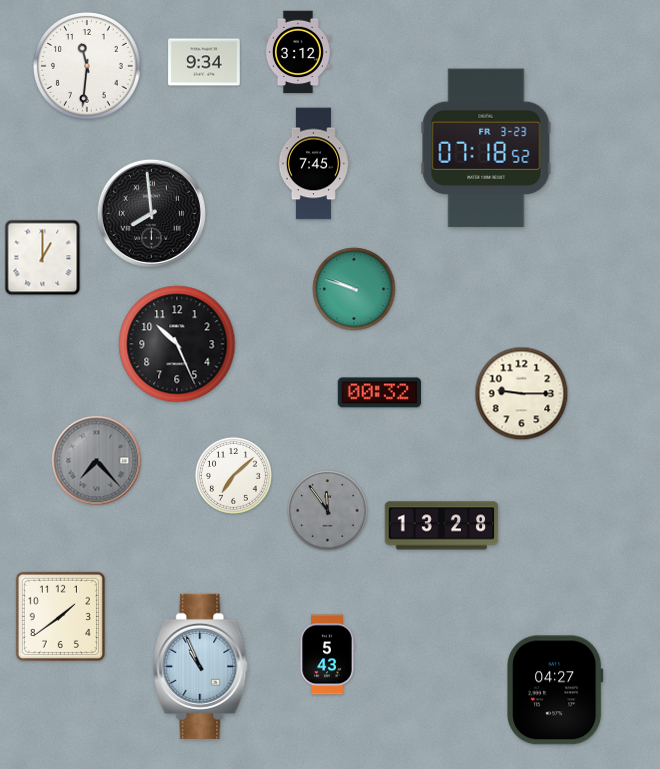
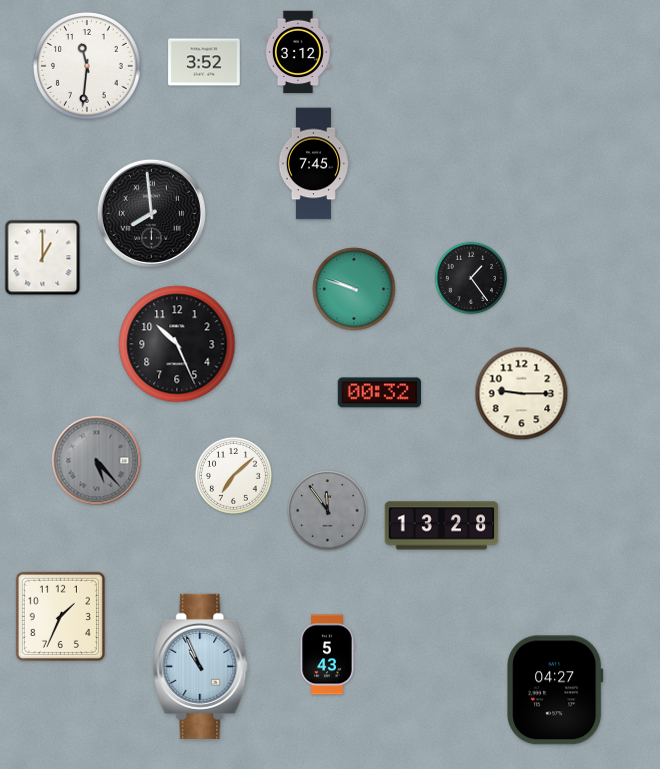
clock at (204, 62): 9:34 -> 3:52
clock at (486, 148): 07:18 -> none
clock at (470, 277): none -> 1:24
clock at (97, 461): 7:23 -> 5:23
clock at (60, 616): 1:39 -> 1:34
